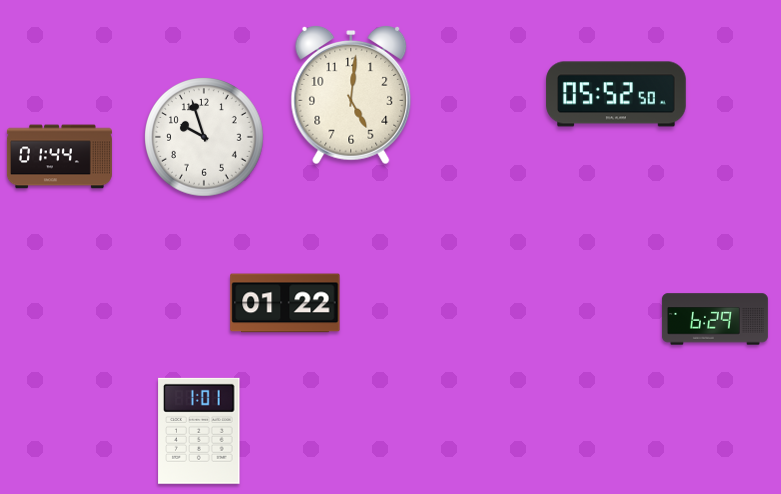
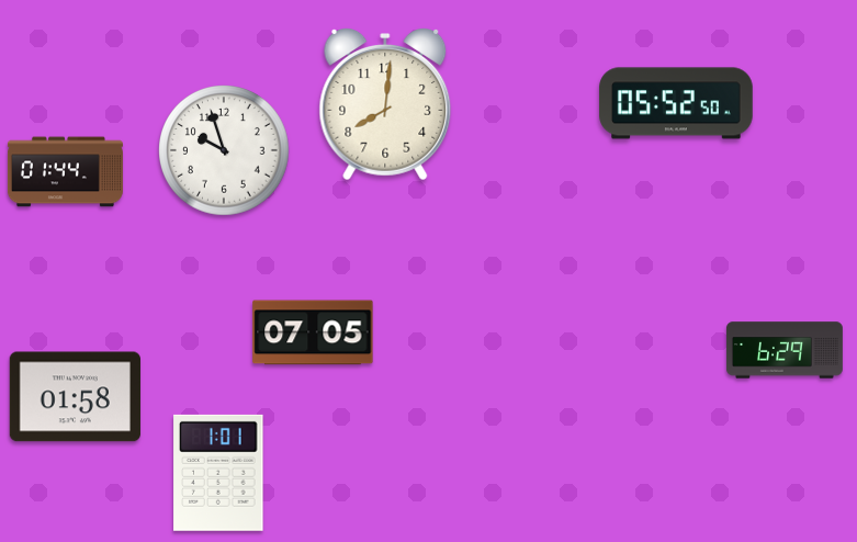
clock at (351, 96): 5:01 -> 8:01
clock at (285, 303): 01:22 -> 07:05
clock at (75, 397): none -> 01:58
